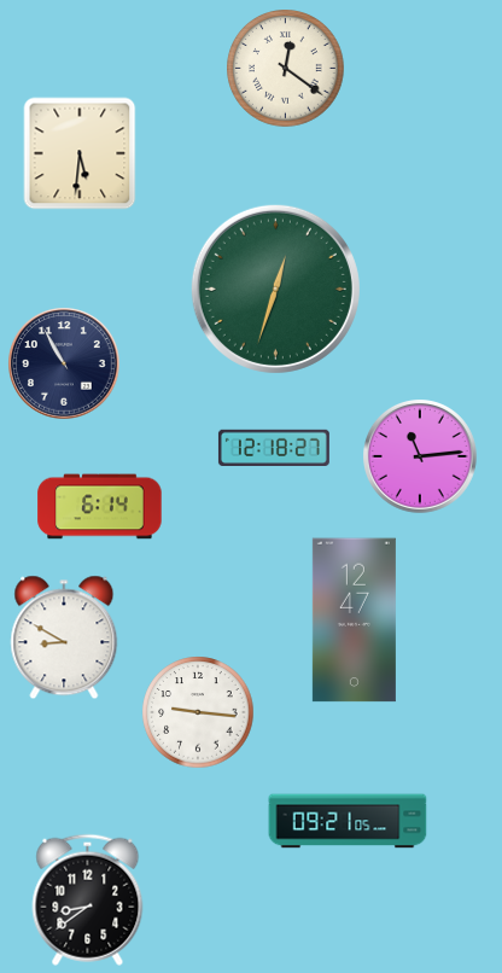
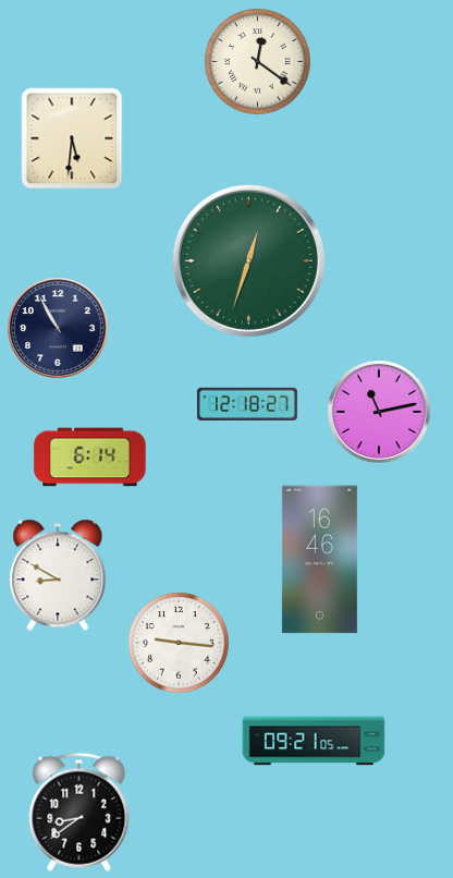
clock at (420, 456): 11:14 -> 11:13
clock at (354, 620): 12:47 -> 16:46
